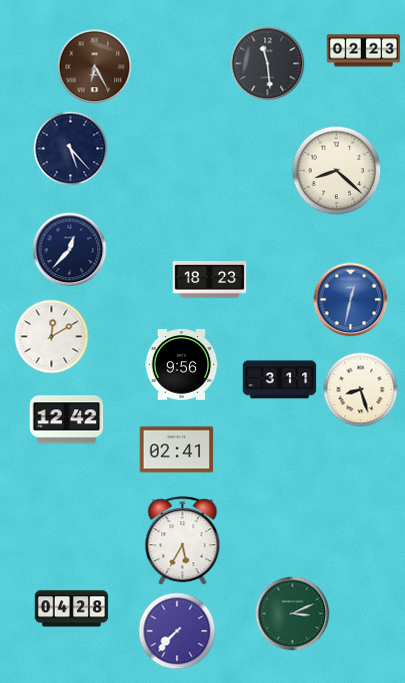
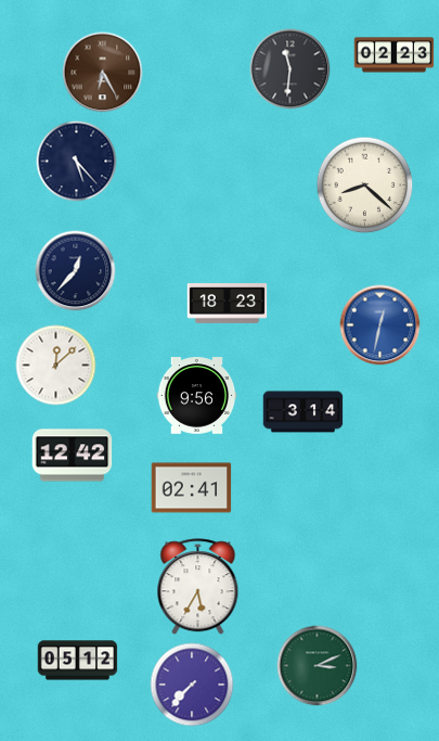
clock at (268, 64): 11:29 -> 11:31
clock at (52, 337): 12:10 -> 12:08
clock at (280, 380): 3:11 -> 3:14
clock at (361, 390): 8:27 -> none
clock at (72, 609): 04:28 -> 05:12
